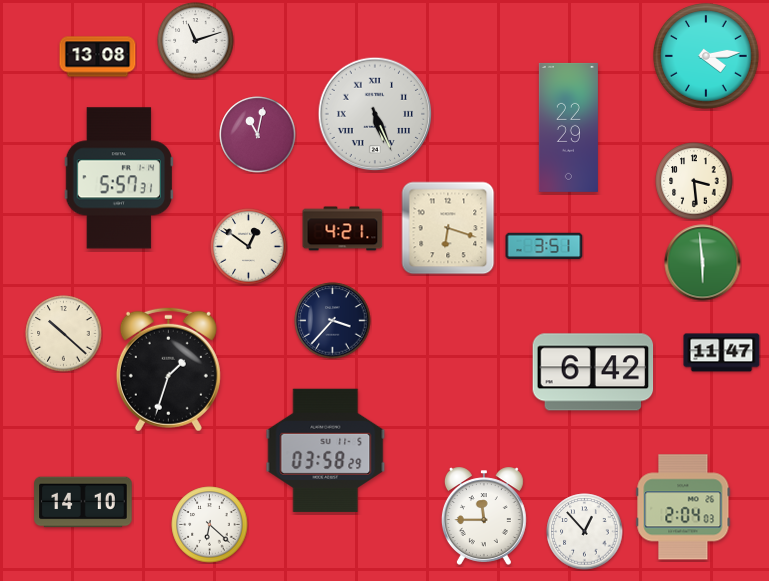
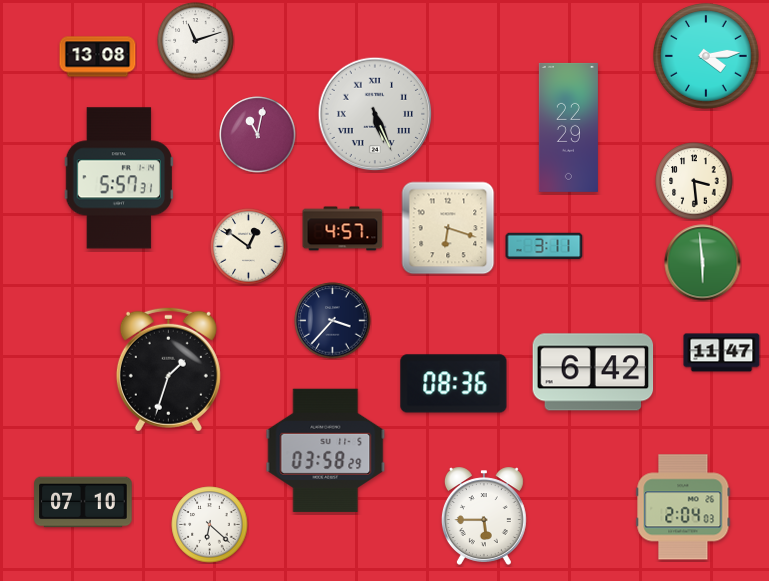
clock at (343, 229): 4:21 -> 4:57
clock at (544, 246): 3:51 -> 3:11
clock at (64, 334): 10:22 -> none
clock at (454, 384): none -> 08:36
clock at (83, 502): 14:10 -> 07:10
clock at (484, 516): 11:45 -> 5:45
clock at (585, 532): 12:53 -> none
